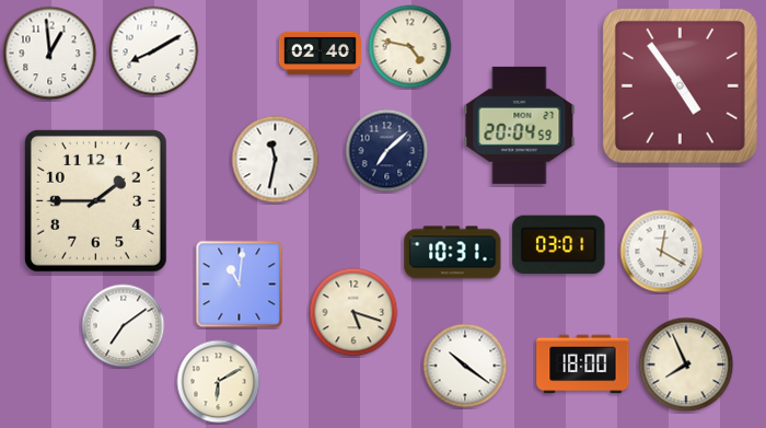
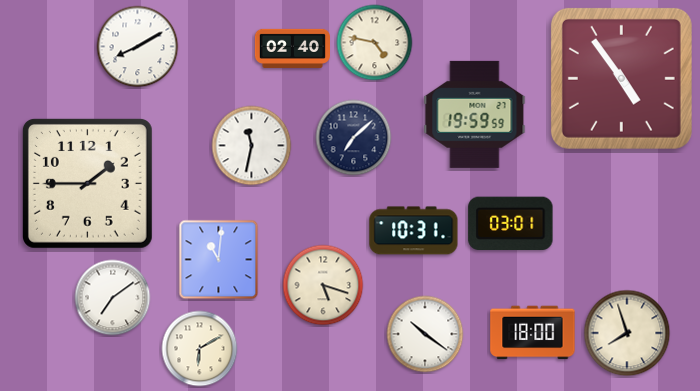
clock at (154, 51) position: (154, 51) -> (138, 47)
clock at (50, 54): 12:59 -> none
clock at (520, 125): 20:04 -> 19:59
clock at (662, 252): 12:20 -> none
clock at (686, 365): 7:56 -> 7:57
